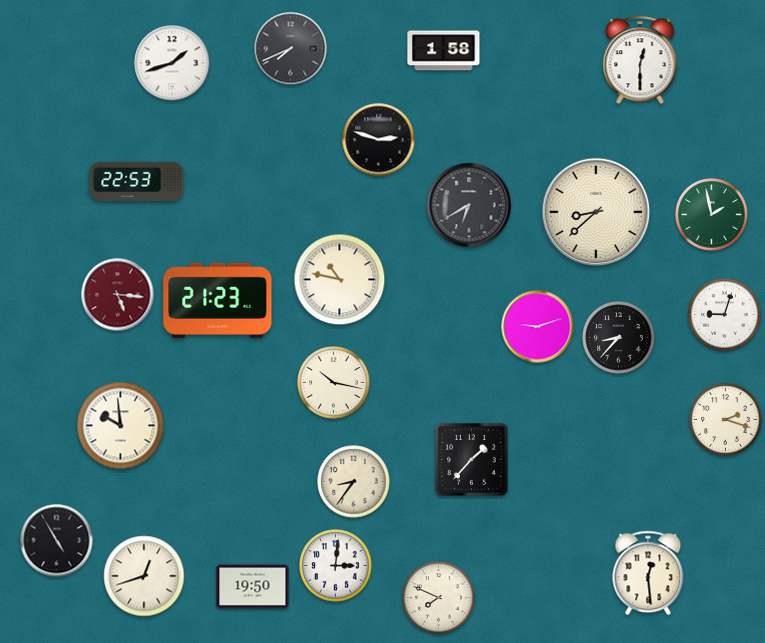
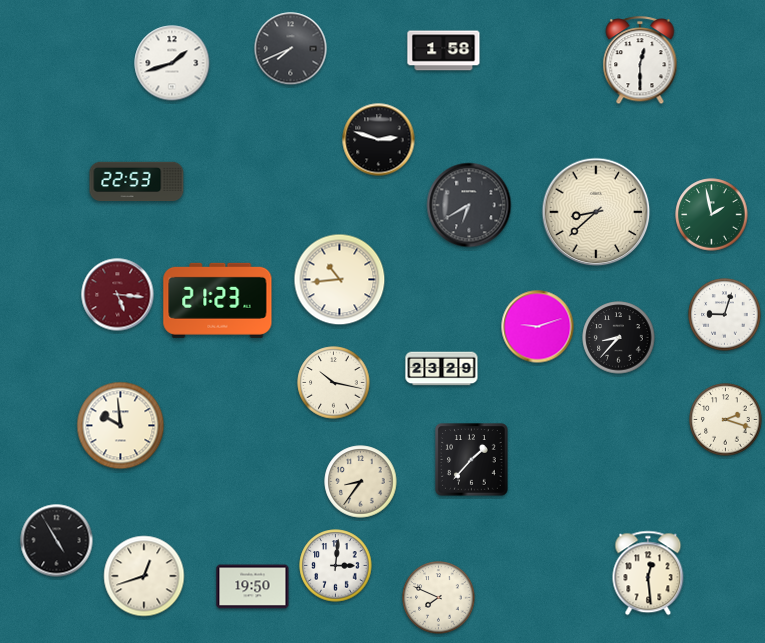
clock at (340, 280): 10:47 -> 10:44
clock at (442, 369): none -> 23:29
clock at (354, 482) position: (354, 482) -> (361, 482)
